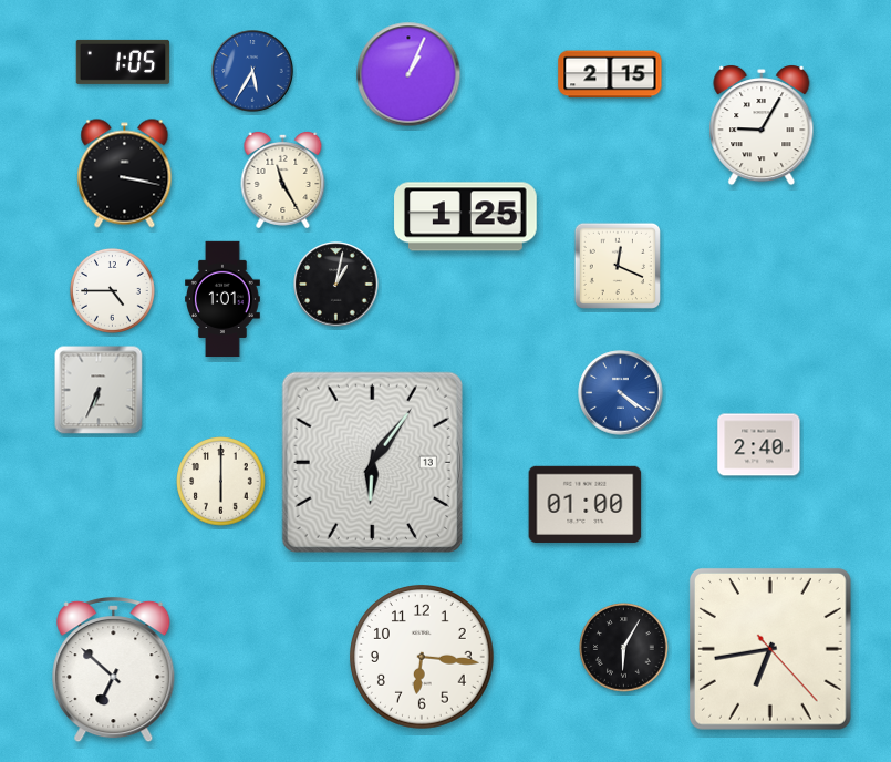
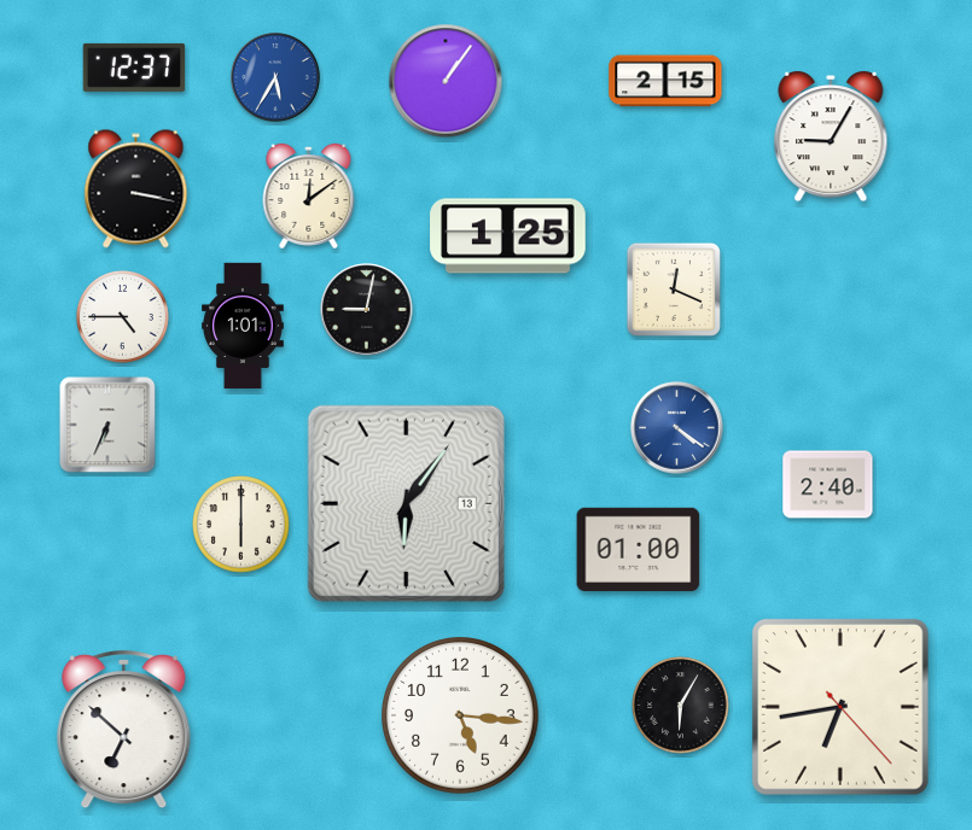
clock at (123, 62): 1:05 -> 12:37
clock at (408, 74): 1:04 -> 1:06
clock at (283, 179): 11:25 -> 12:09
clock at (336, 285): 1:02 -> 9:02
clock at (422, 657): 6:16 -> 5:16
